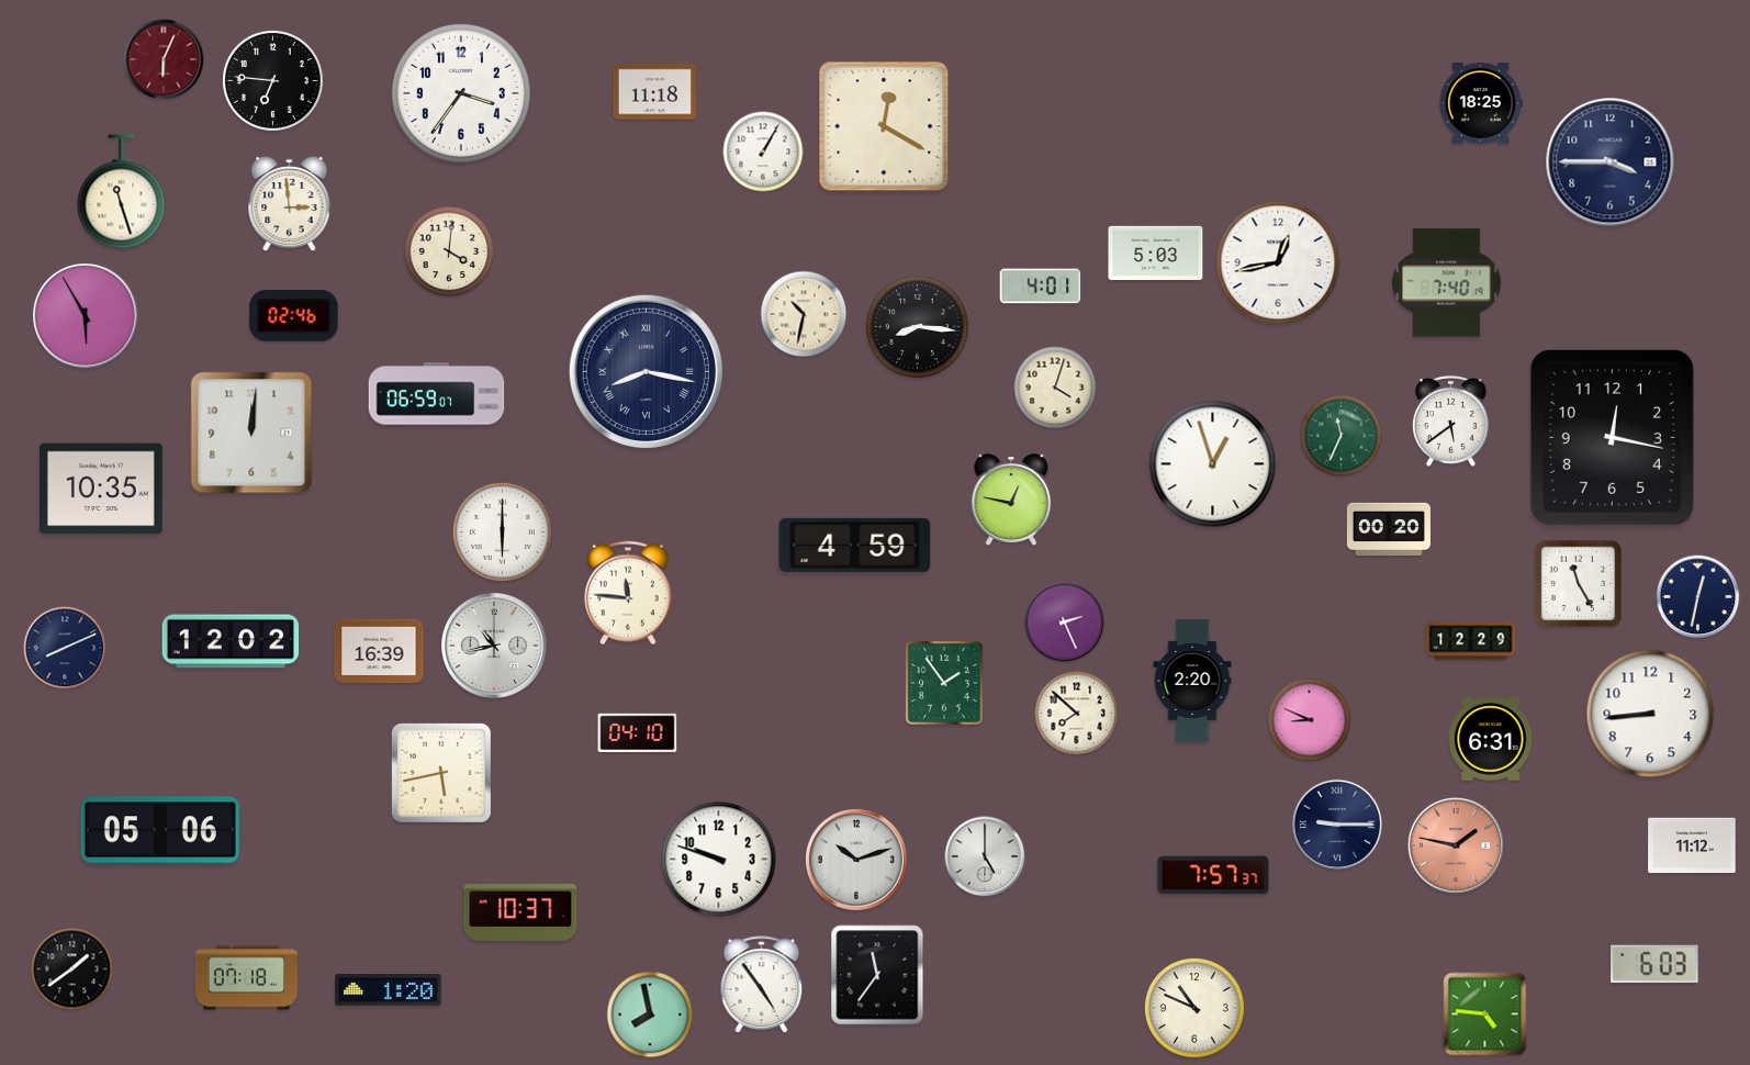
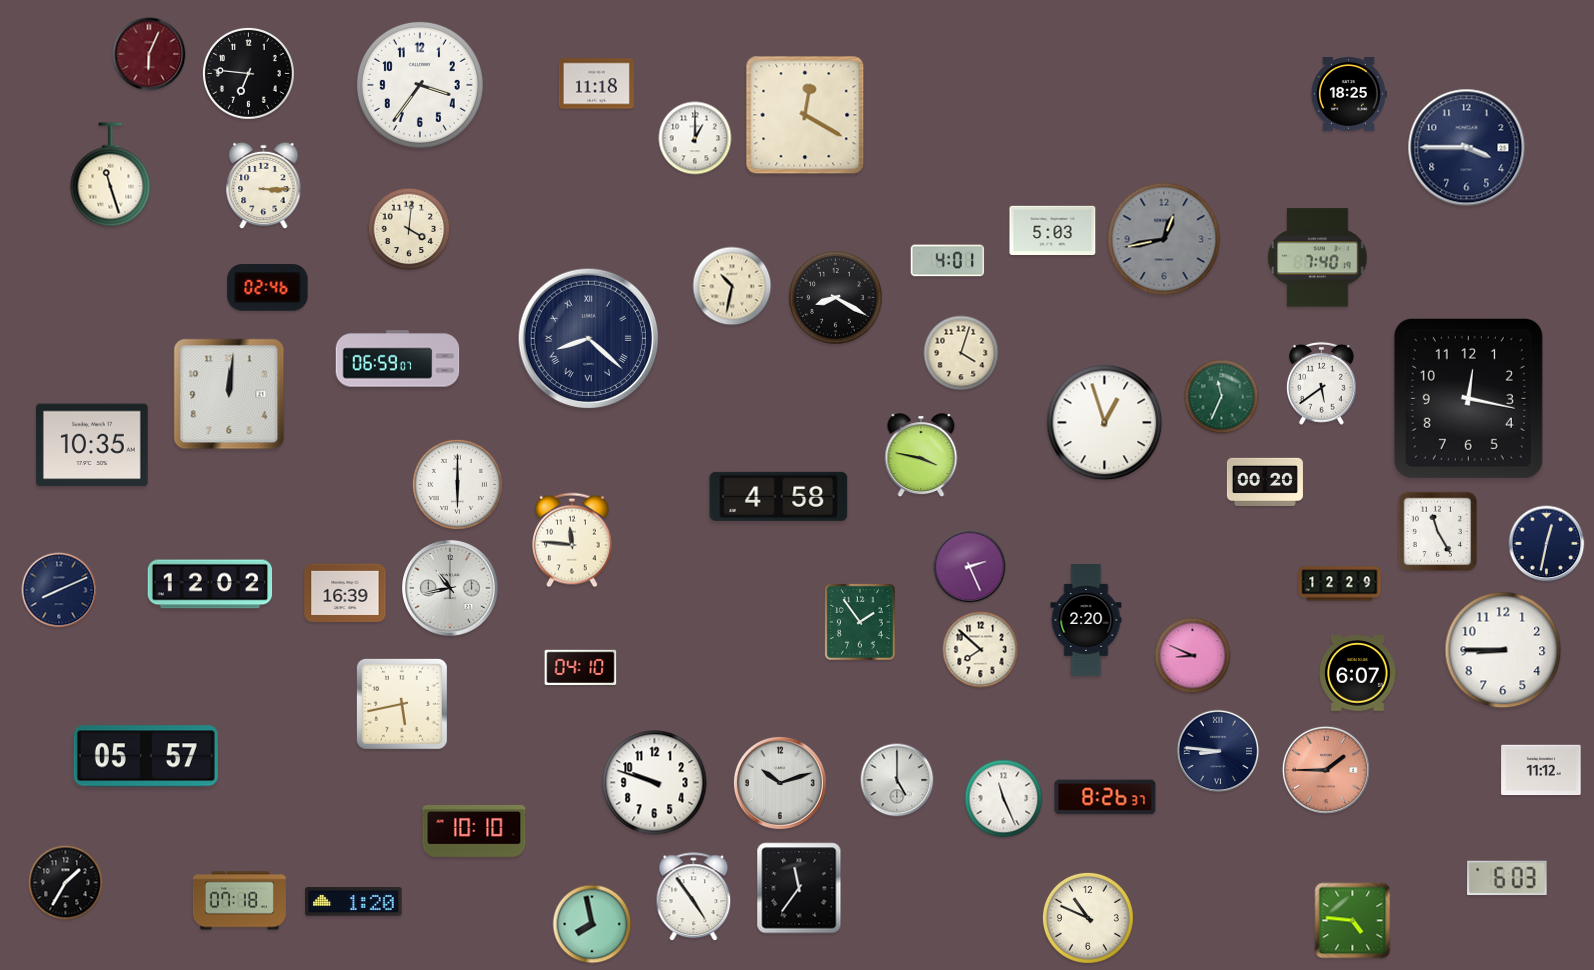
clock at (763, 152): 1:05 -> 1:00
clock at (290, 204): 2:59 -> 3:15
clock at (1278, 262) dial: white -> grey
clock at (85, 315): 5:55 -> none
clock at (918, 327): 8:16 -> 8:20
clock at (646, 371): 8:17 -> 8:22
clock at (1011, 501): 12:47 -> 3:47
clock at (855, 545): 4:59 -> 4:58
clock at (1650, 714): 8:44 -> 8:45
clock at (1491, 739): 6:31 -> 6:07
clock at (1337, 825): 9:15 -> 8:46
clock at (160, 830): 05:06 -> 05:57
clock at (1456, 845): 1:47 -> 1:45
clock at (1213, 875): 7:57 -> 8:26
clock at (1004, 799): none -> 11:26
clock at (520, 912): 10:37 -> 10:10
clock at (72, 969): 1:39 -> 1:35
clock at (246, 978) position: (246, 978) -> (239, 901)
clock at (1485, 1014) position: (1485, 1014) -> (1353, 921)
